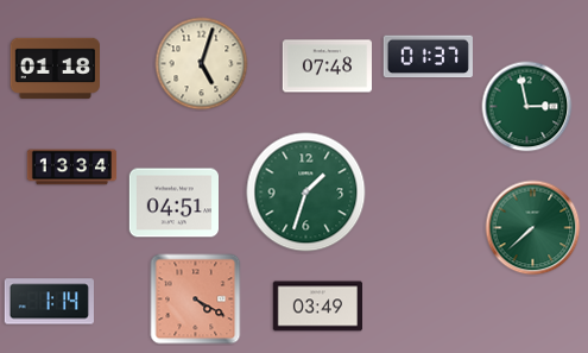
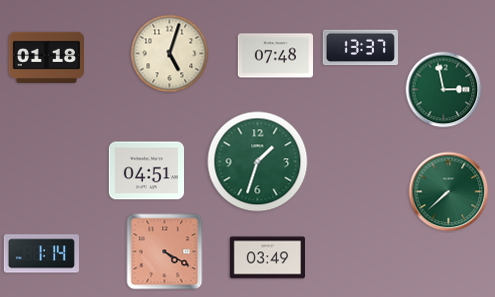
clock at (428, 57): 01:37 -> 13:37
clock at (72, 168): 13:34 -> none
